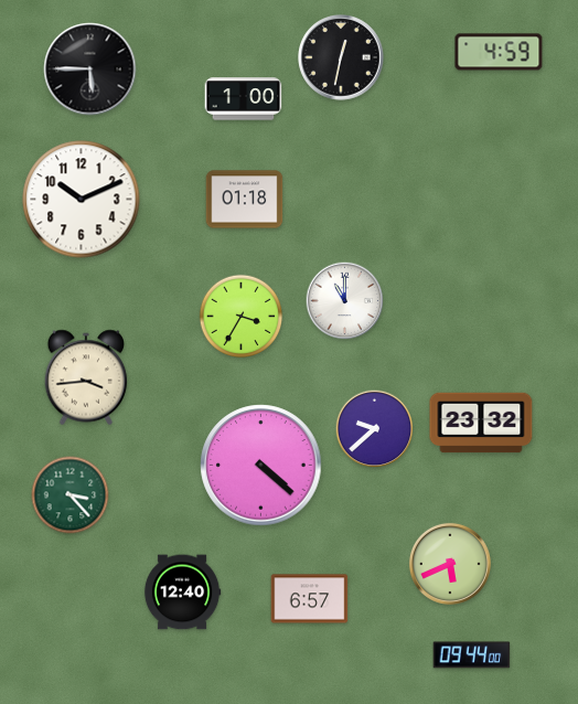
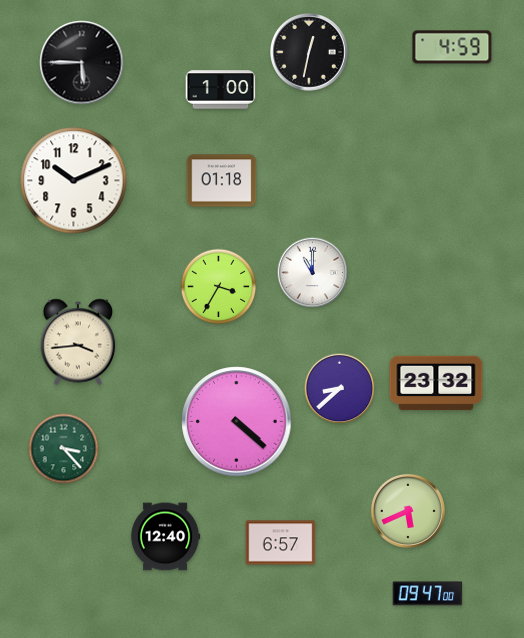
clock at (375, 429): 9:38 -> 8:38
clock at (472, 655): 09:44 -> 09:47
